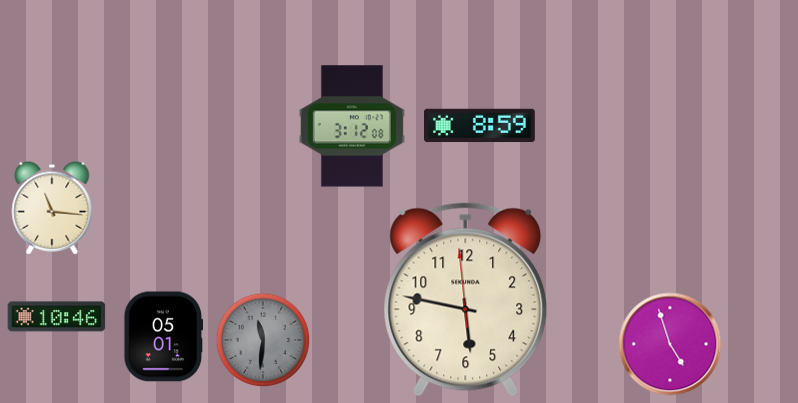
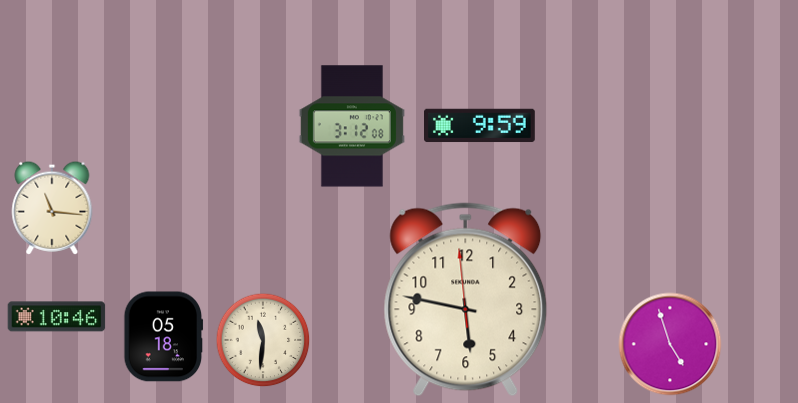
clock at (480, 126): 8:59 -> 9:59
clock at (164, 337): 05:01 -> 05:18
clock at (263, 340) dial: grey -> cream
